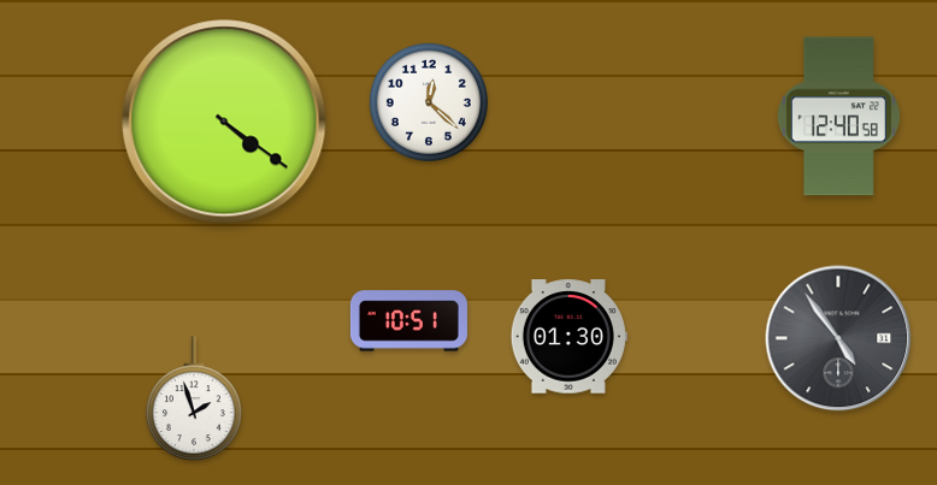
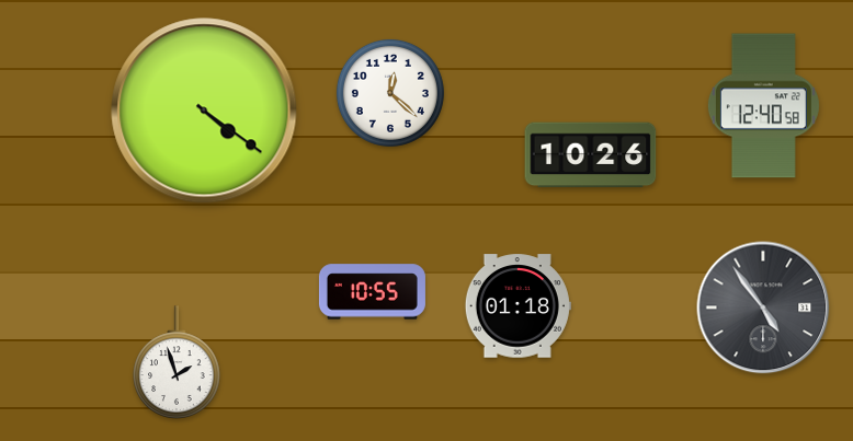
clock at (591, 155): none -> 10:26
clock at (408, 321): 10:51 -> 10:55
clock at (568, 337): 01:30 -> 01:18
